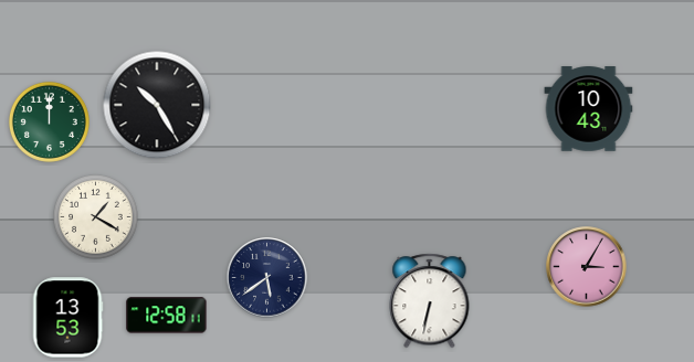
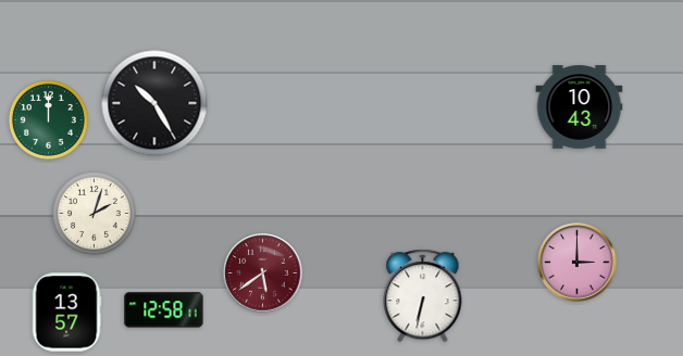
clock at (96, 217): 1:20 -> 2:03
clock at (587, 267): 3:05 -> 3:00
clock at (267, 278) dial: navy -> burgundy
clock at (67, 318): 13:53 -> 13:57
